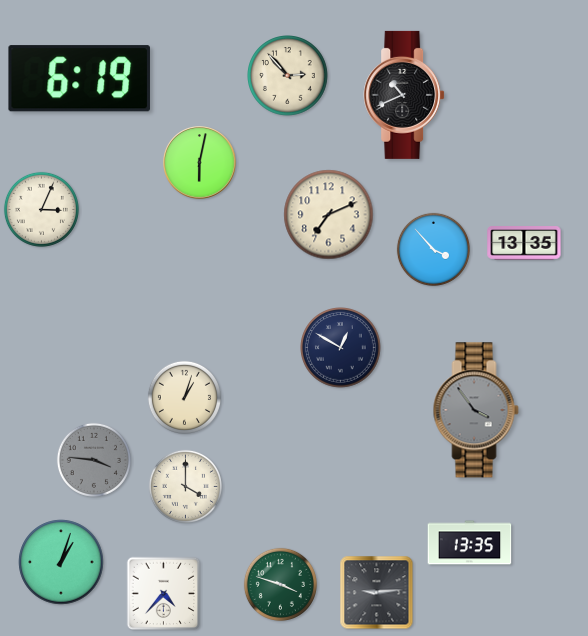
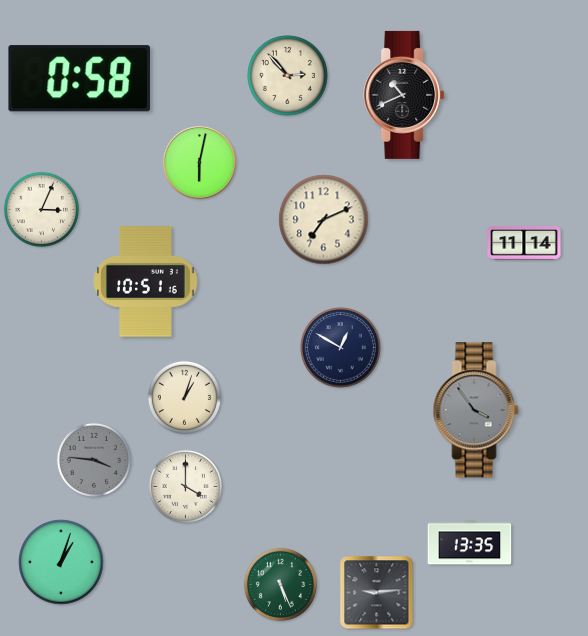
clock at (79, 79): 6:19 -> 0:58
clock at (329, 215) position: (329, 215) -> (324, 220)
clock at (524, 244): 13:35 -> 11:14
clock at (433, 249): 3:53 -> none
clock at (146, 282): none -> 10:51
clock at (280, 584): 3:48 -> 5:26
clock at (164, 594): 4:37 -> none
